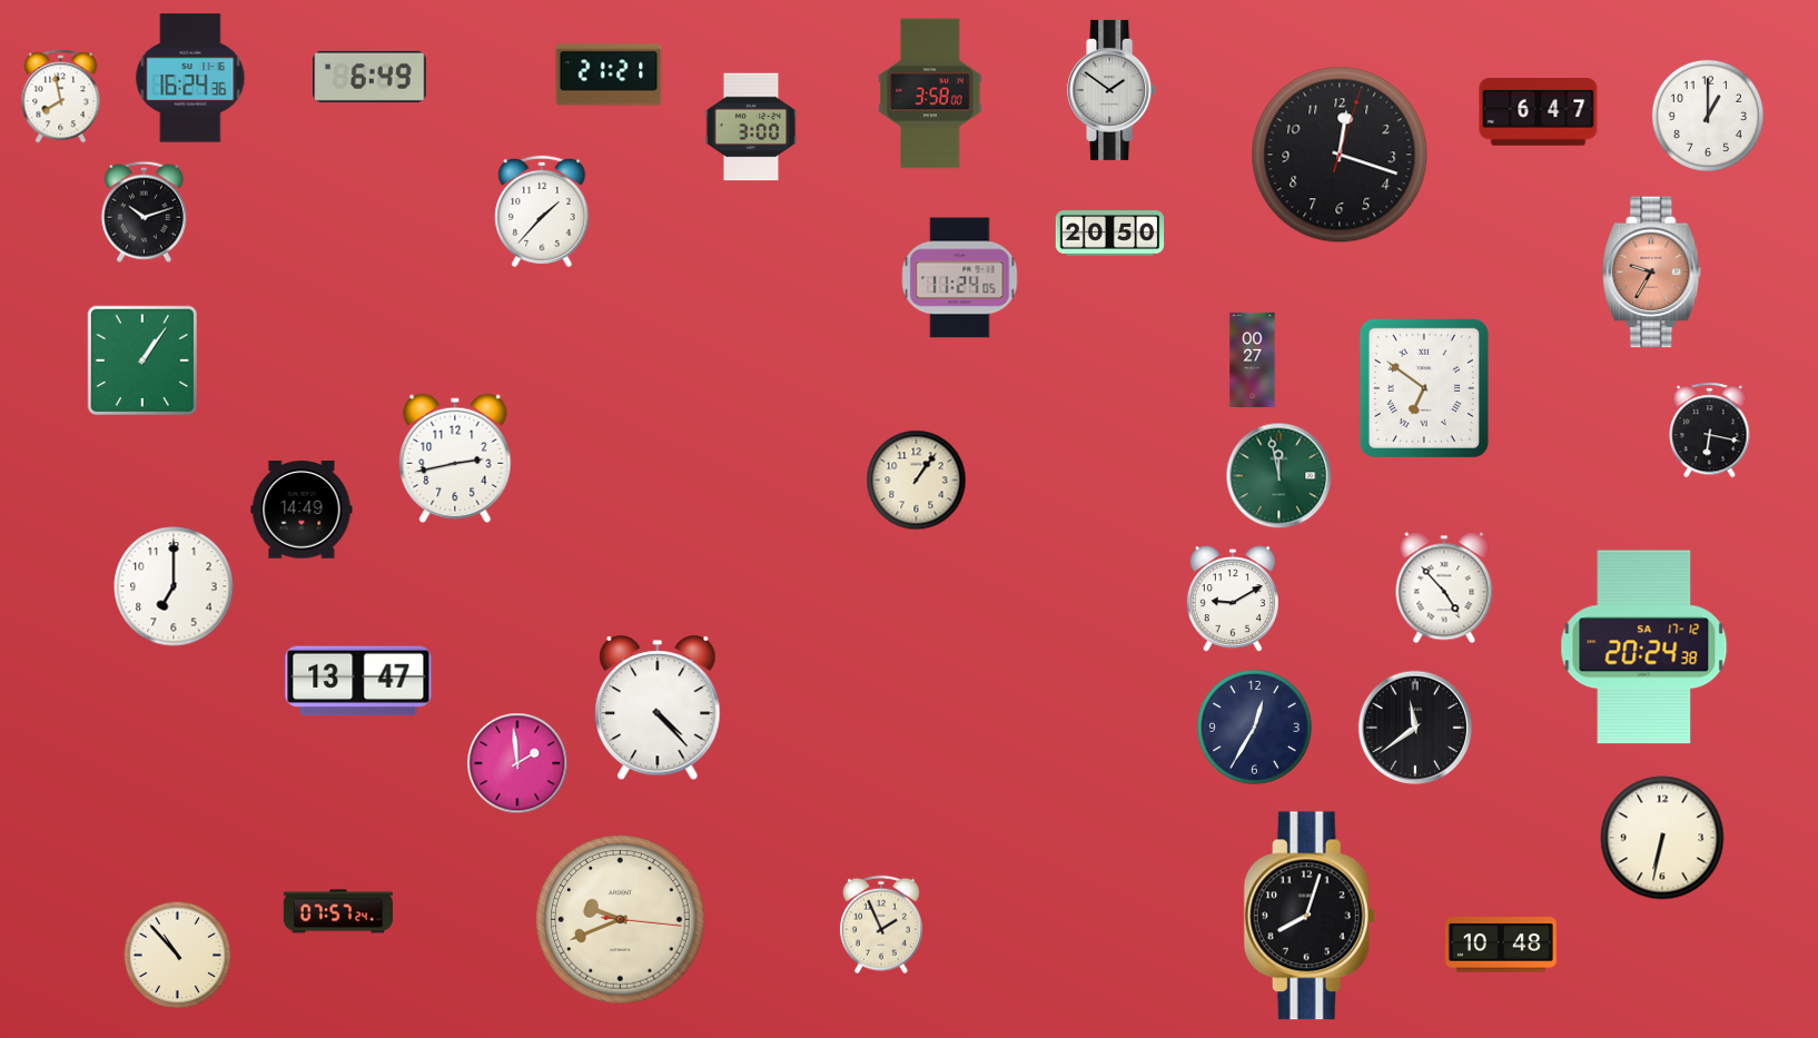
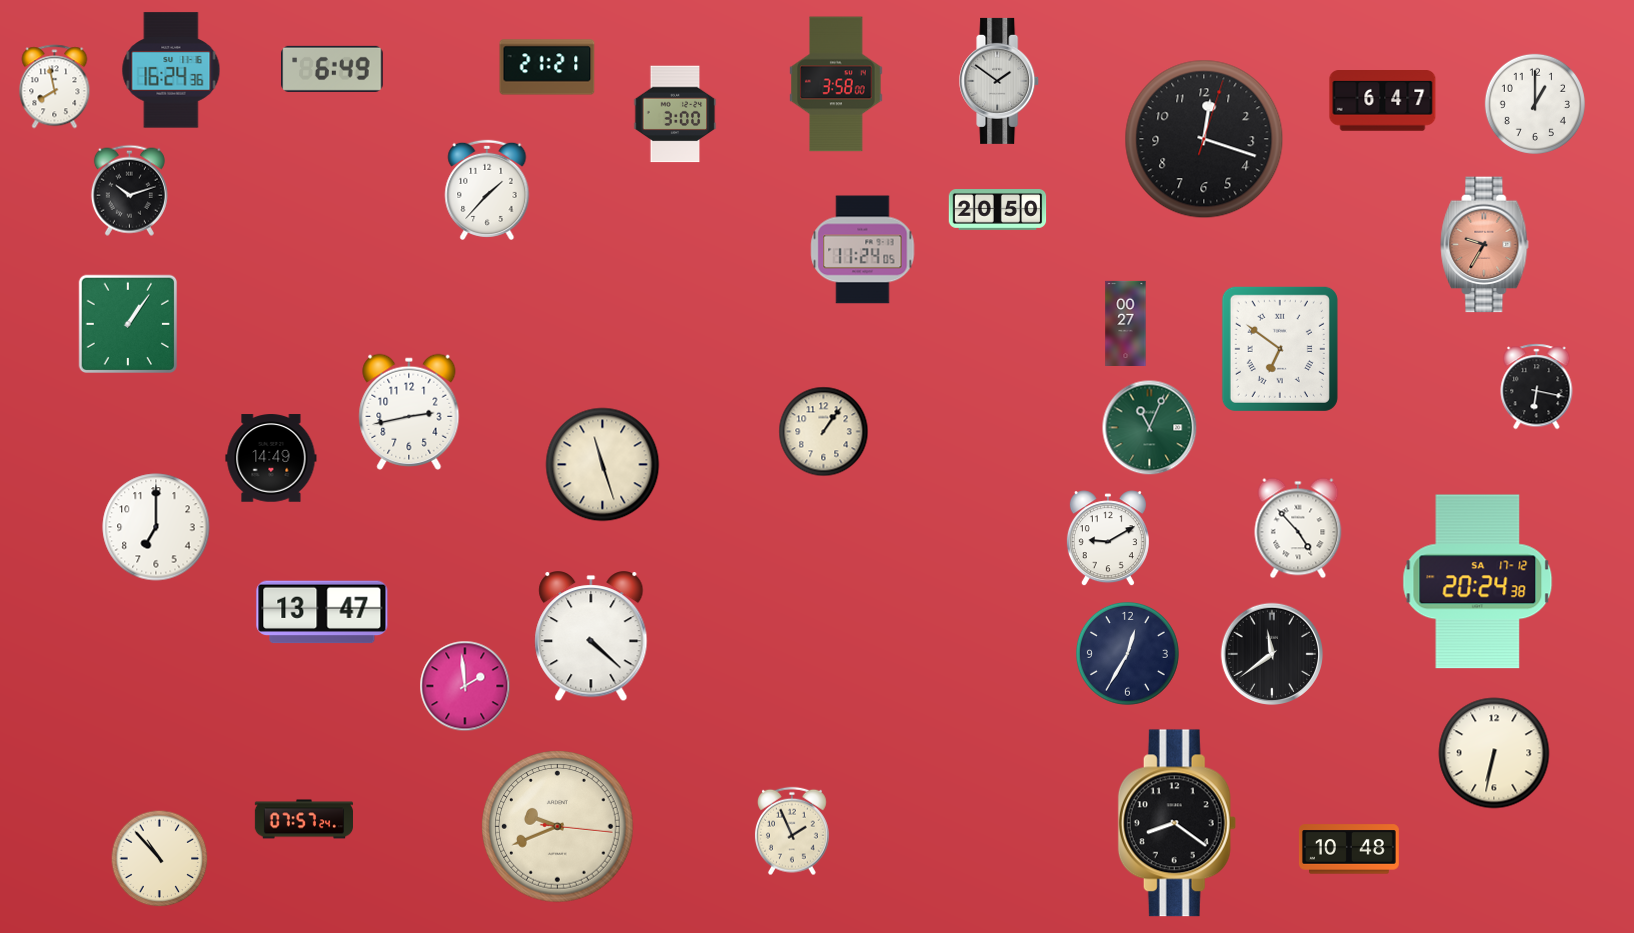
clock at (1279, 476): 11:58 -> 11:04
clock at (603, 465): none -> 11:27
clock at (658, 709): 4:23 -> 4:22
clock at (1310, 916): 8:03 -> 8:21
